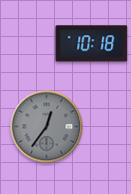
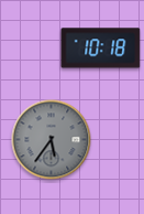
clock at (47, 127): 12:36 -> 5:36
